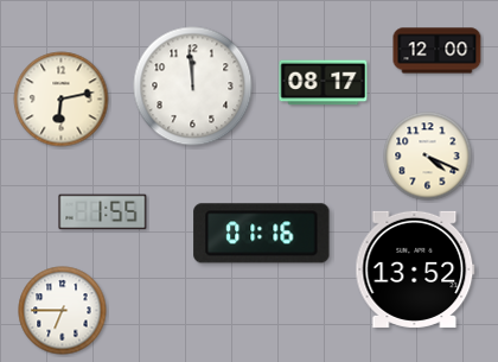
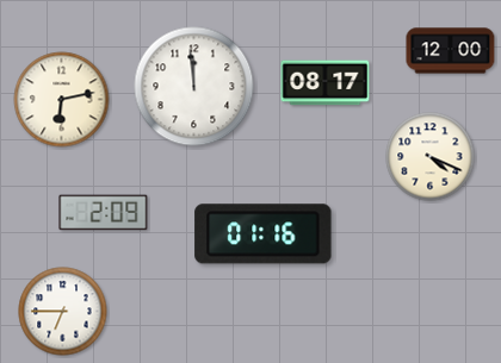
clock at (438, 51) position: (438, 51) -> (451, 51)
clock at (103, 212): 1:55 -> 2:09
clock at (415, 269): 13:52 -> none
